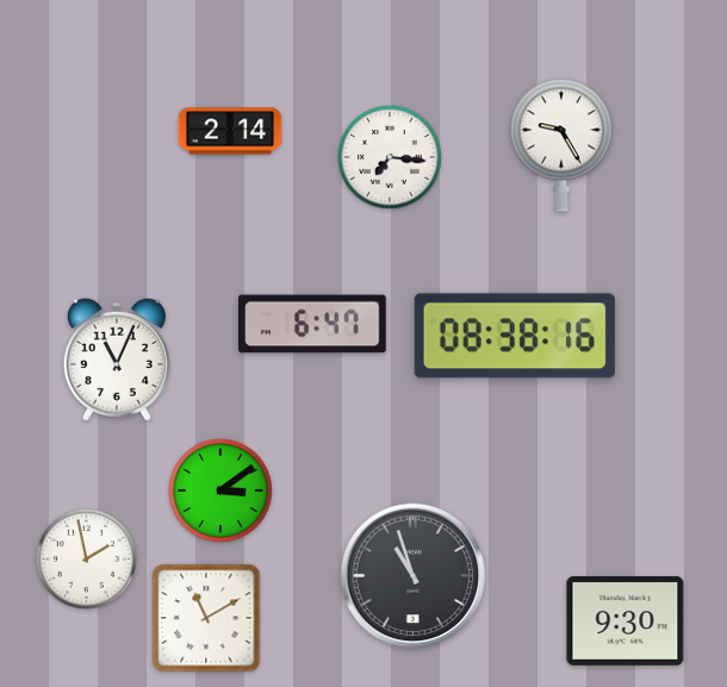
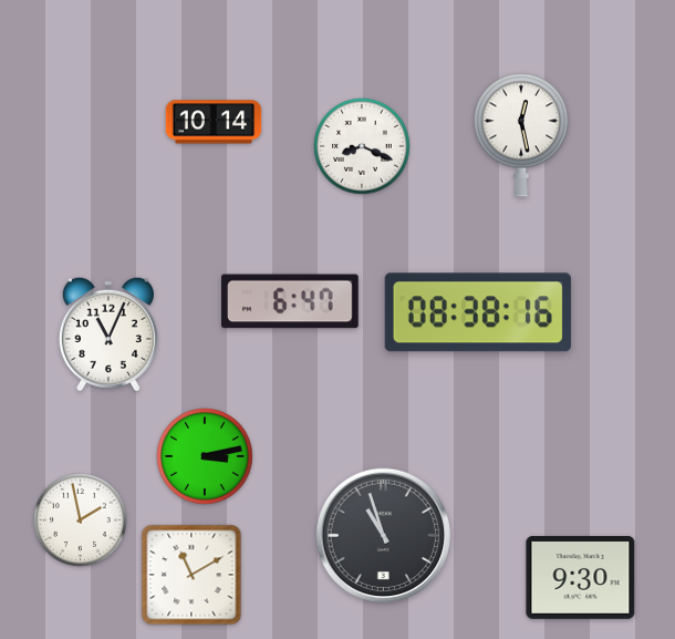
clock at (230, 131): 2:14 -> 10:14
clock at (561, 145): 9:25 -> 12:28
clock at (390, 157): 7:16 -> 8:19
clock at (220, 491): 3:09 -> 3:13
